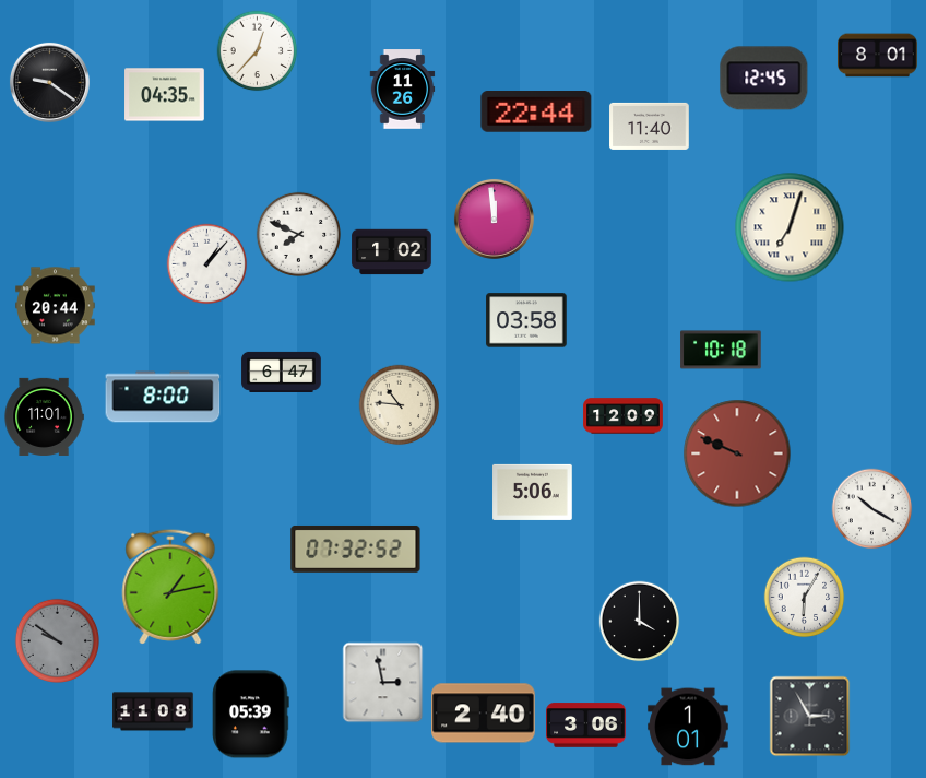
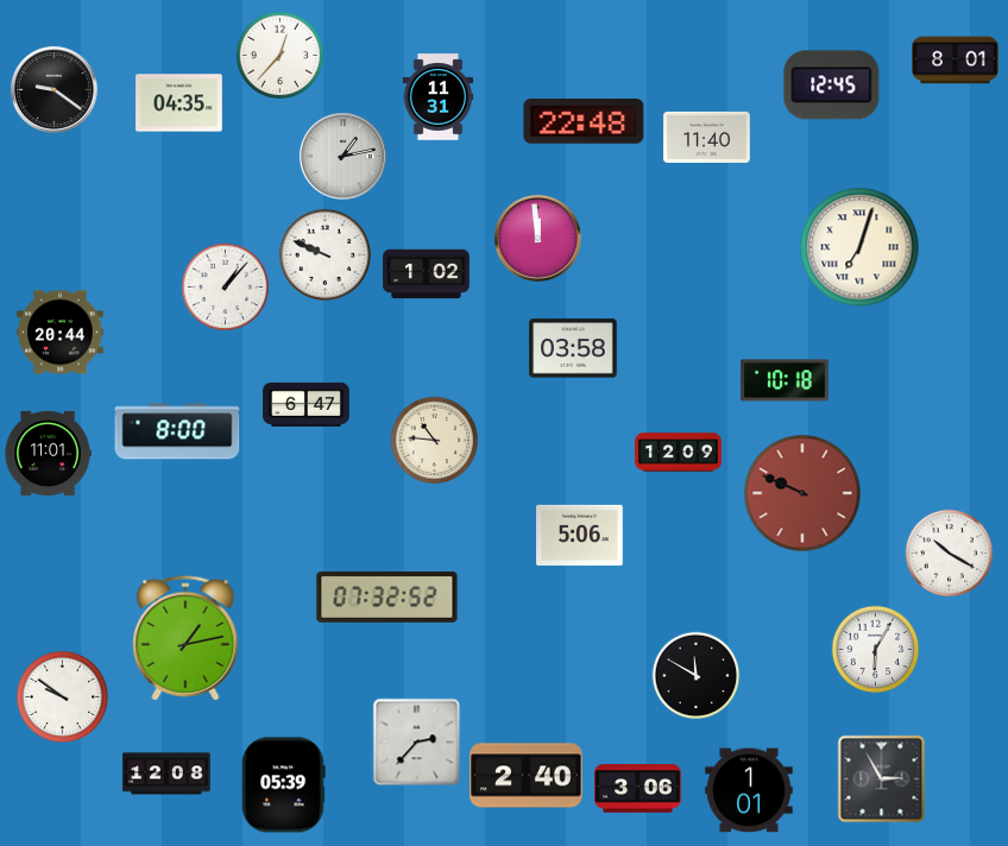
clock at (403, 90): 11:26 -> 11:31
clock at (536, 113): 22:44 -> 22:48
clock at (342, 156): none -> 1:13
clock at (298, 234): 7:49 -> 9:49
clock at (640, 622): 4:00 -> 11:50
clock at (57, 640) dial: grey -> white
clock at (383, 683): 2:58 -> 2:37
clock at (153, 711): 11:08 -> 12:08
clock at (251, 715) position: (251, 715) -> (284, 785)
